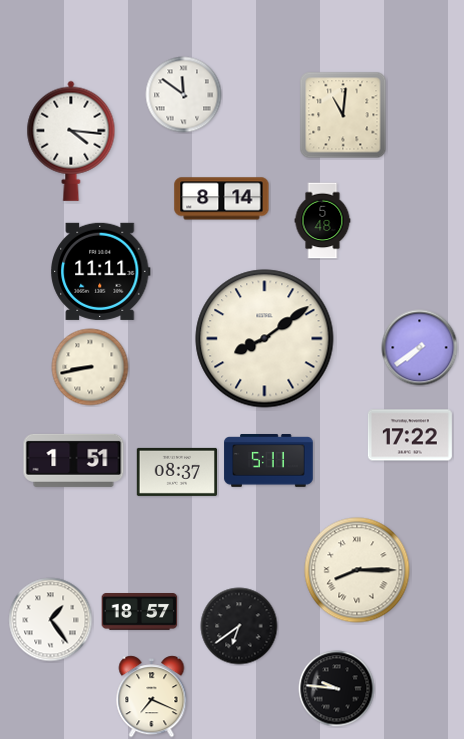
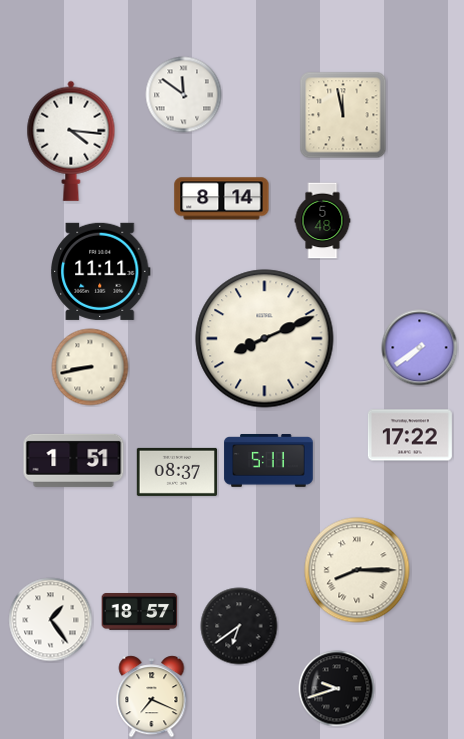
clock at (343, 115): 11:01 -> 11:58
clock at (265, 339): 8:09 -> 8:11
clock at (337, 689): 9:46 -> 9:42
